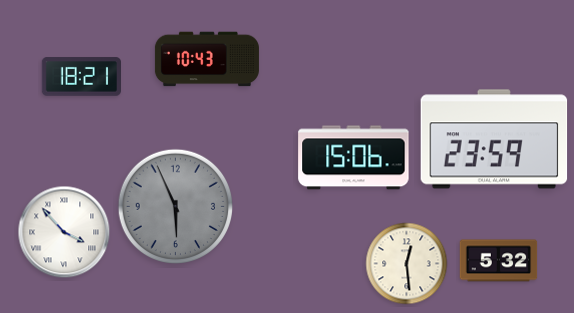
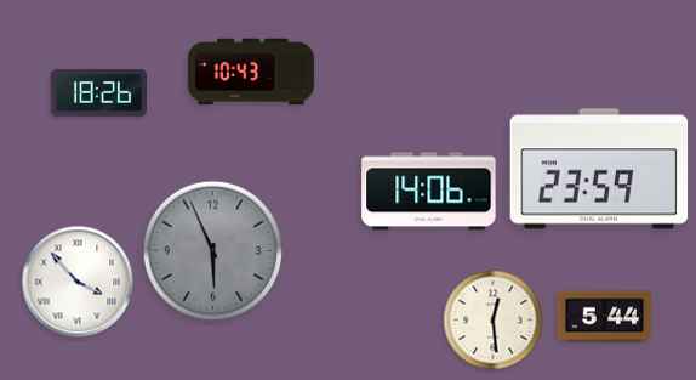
clock at (81, 77): 18:21 -> 18:26
clock at (354, 158): 15:06 -> 14:06
clock at (499, 261): 5:32 -> 5:44
